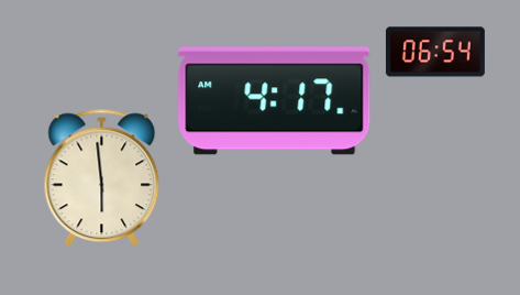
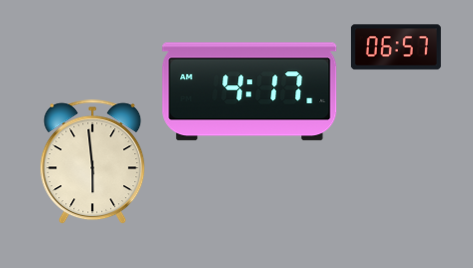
clock at (435, 52): 06:54 -> 06:57
